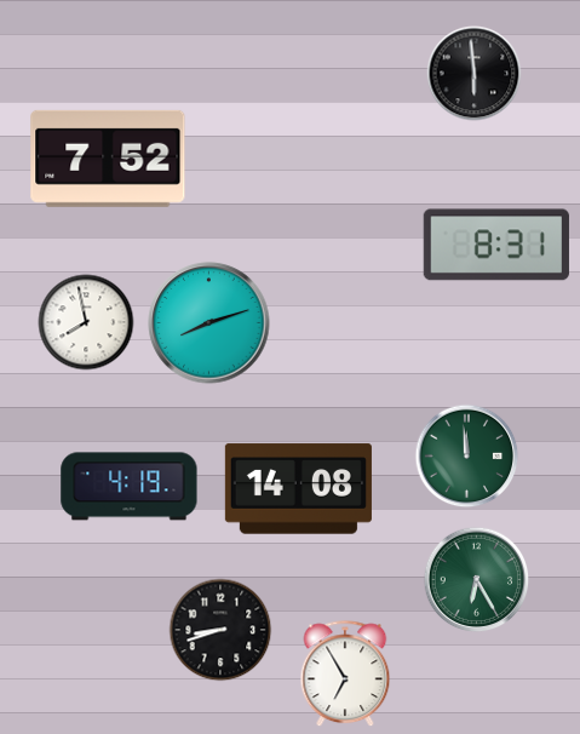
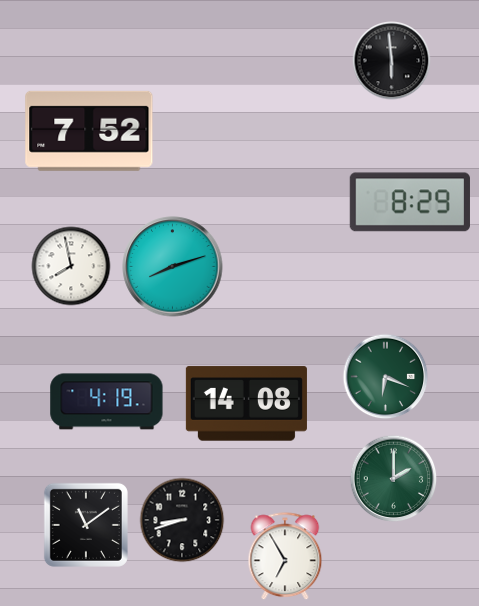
clock at (496, 245): 8:31 -> 8:29
clock at (467, 457): 11:59 -> 6:19
clock at (477, 580): 6:25 -> 2:00
clock at (86, 525): none -> 11:09
